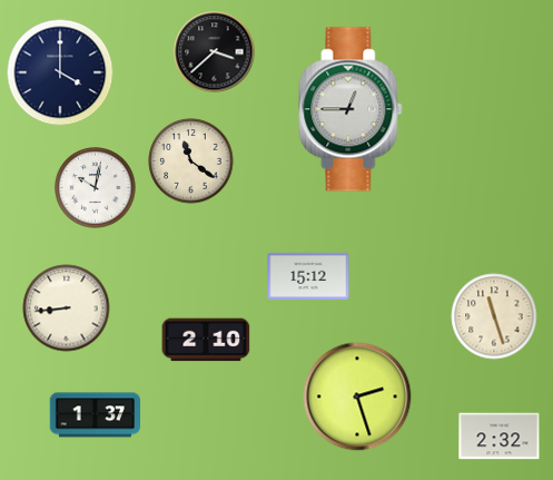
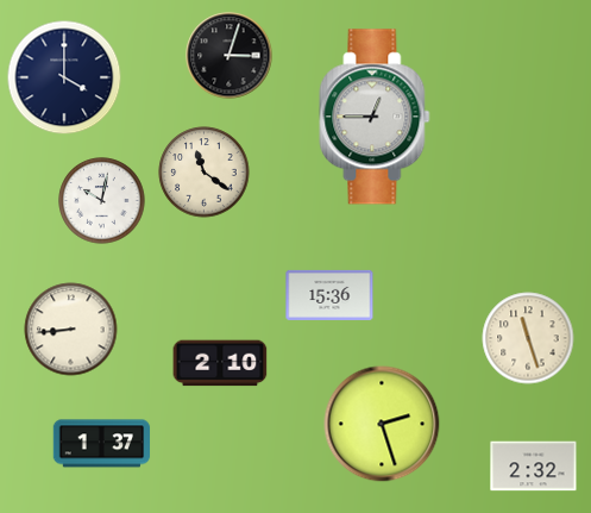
clock at (215, 52): 3:38 -> 3:03
clock at (308, 276): 15:12 -> 15:36
